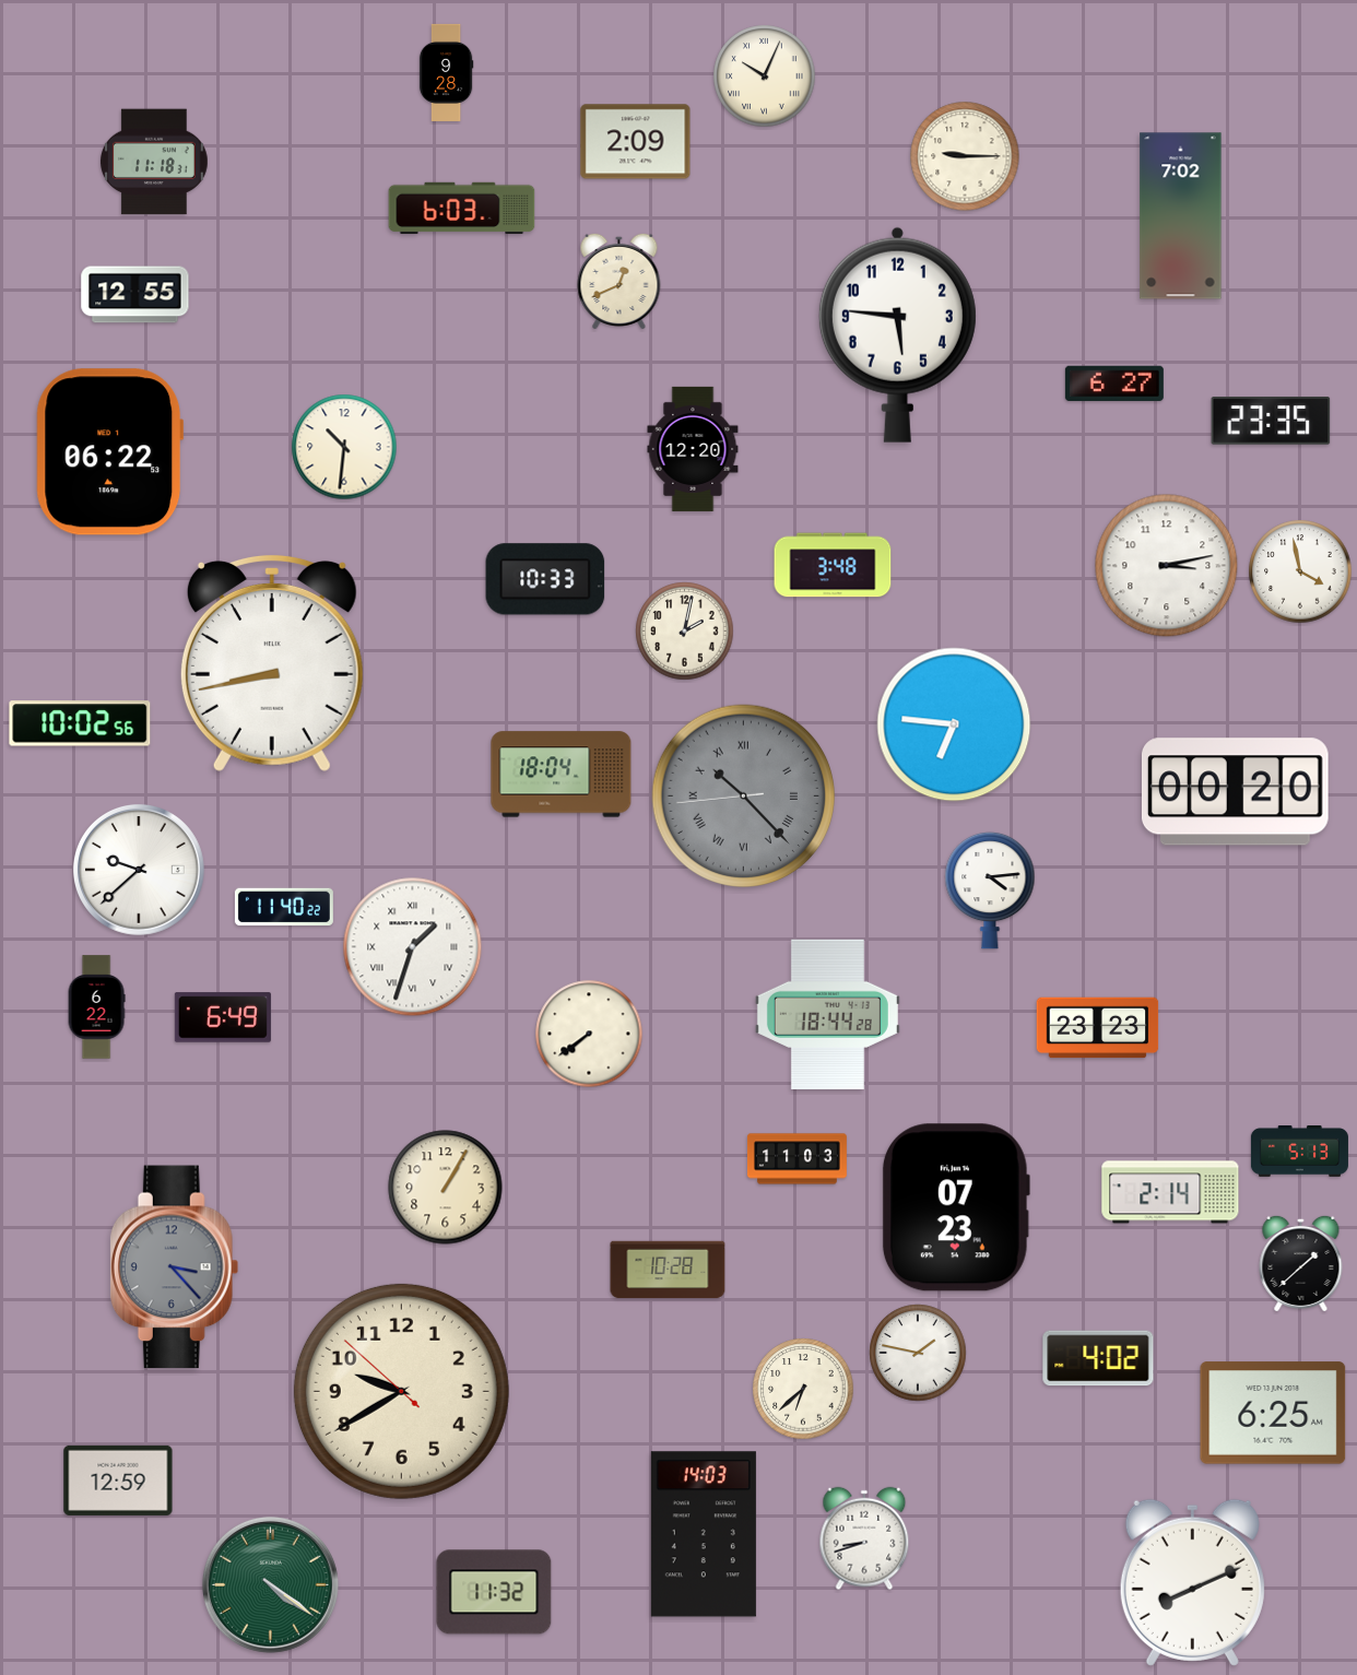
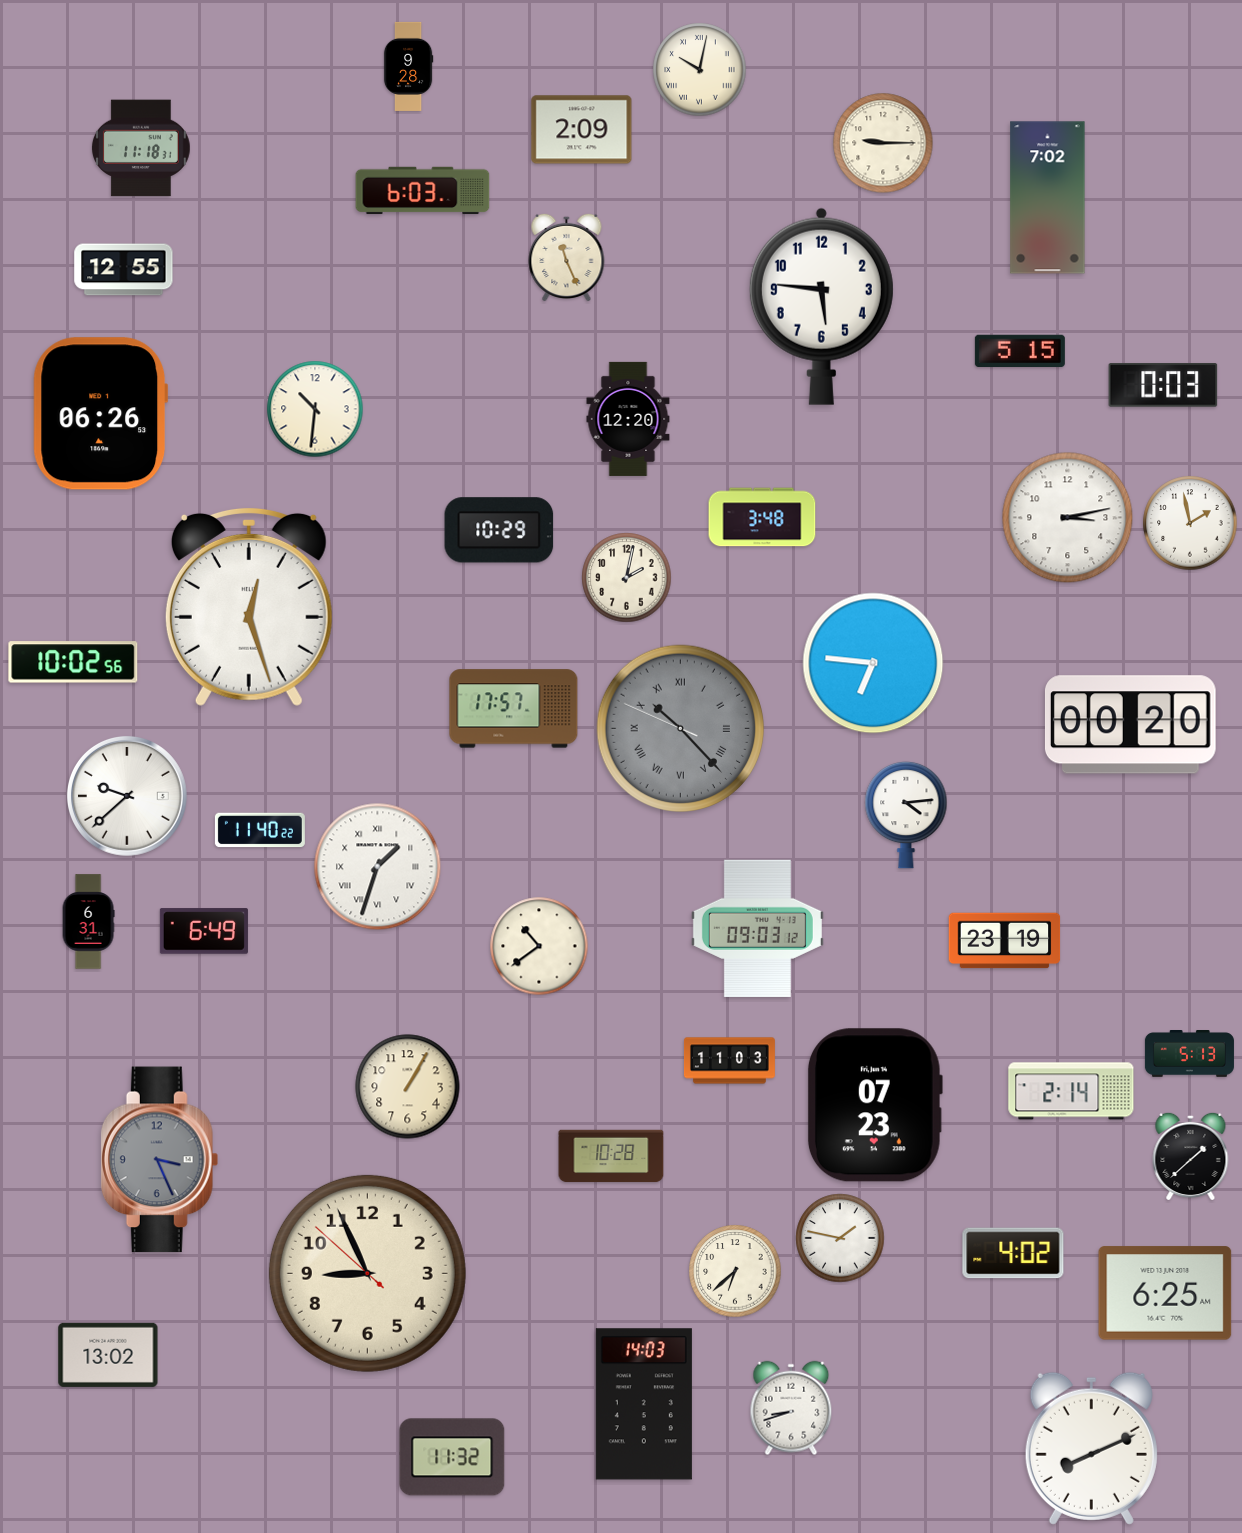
clock at (765, 76): 10:04 -> 10:02
clock at (1181, 216) position: (1181, 216) -> (1048, 198)
clock at (619, 280): 12:41 -> 11:26
clock at (1114, 382): 6:27 -> 5:15
clock at (1271, 421): 23:35 -> 0:03
clock at (693, 449) position: (693, 449) -> (628, 419)
clock at (110, 452): 06:22 -> 06:26
clock at (1300, 571): 3:58 -> 1:58
clock at (545, 579): 10:33 -> 10:29
clock at (272, 663): 8:43 -> 12:27
clock at (562, 775): 18:04 -> 17:57
clock at (743, 795): 10:22:44 -> 10:22:49
clock at (96, 1007): 6:22 -> 6:31
clock at (827, 1014): 18:44 -> 09:03
clock at (1098, 1028): 23:23 -> 23:19
clock at (589, 1034): 7:39 -> 10:39
clock at (175, 1267): 3:23 -> 3:26
clock at (668, 1270) position: (668, 1270) -> (611, 1156)
clock at (1098, 1358) position: (1098, 1358) -> (1013, 1253)
clock at (401, 1391): 9:39 -> 8:55
clock at (118, 1481): 12:59 -> 13:02
clock at (270, 1584): 4:21 -> none
